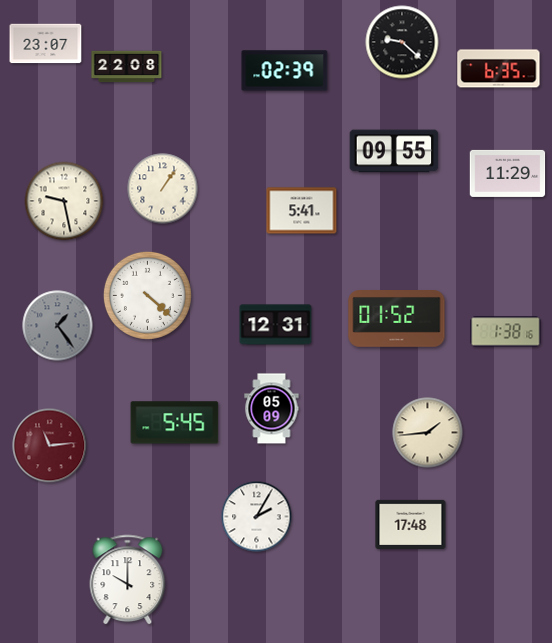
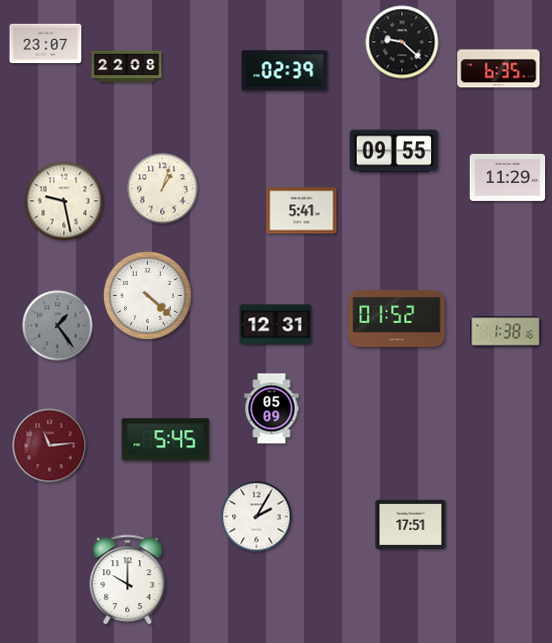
clock at (508, 173) position: (508, 173) -> (508, 177)
clock at (163, 189): 1:06 -> 1:03
clock at (175, 423) position: (175, 423) -> (166, 440)
clock at (428, 433): 1:44 -> none
clock at (411, 524): 17:48 -> 17:51
